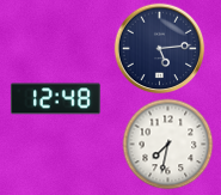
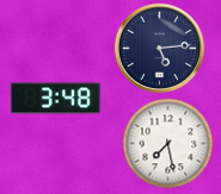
clock at (55, 99): 12:48 -> 3:48
clock at (168, 145): 7:32 -> 7:28
